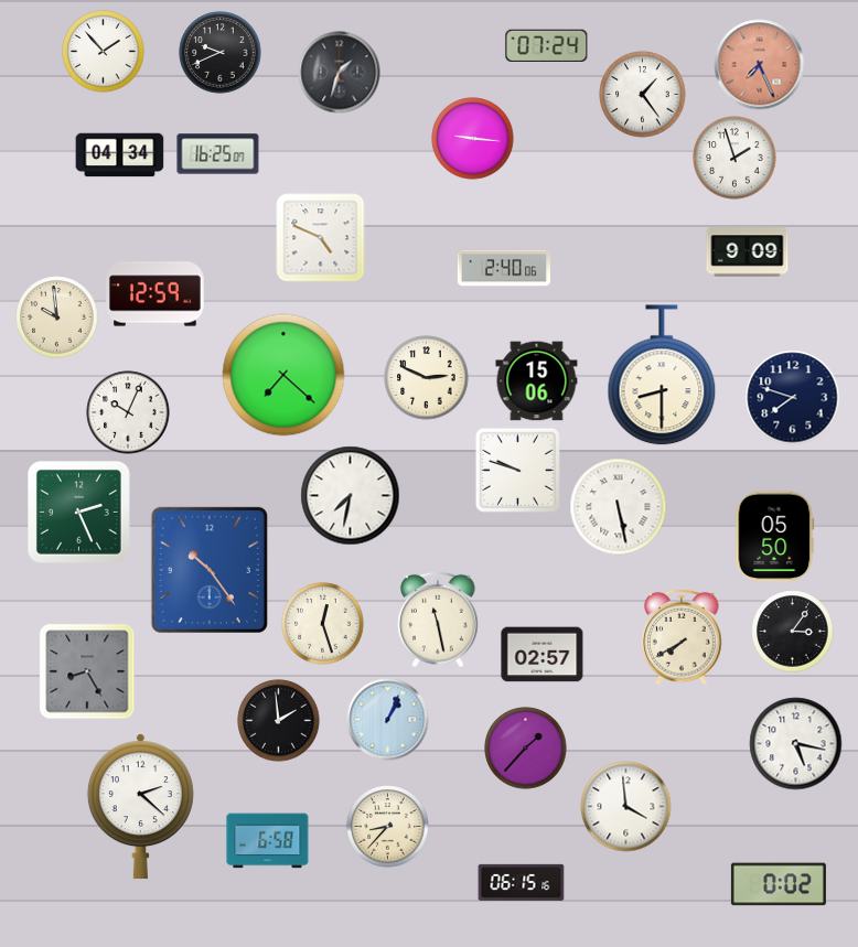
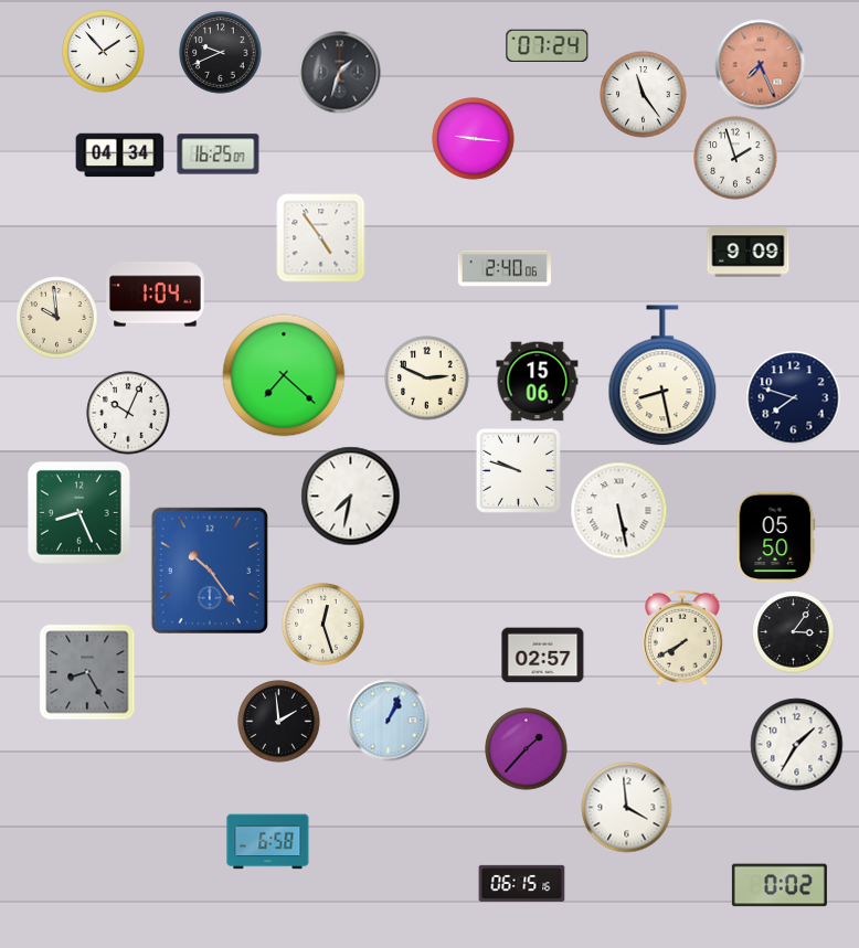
clock at (643, 95): 1:24 -> 11:24
clock at (321, 238): 4:49 -> 4:54
clock at (155, 294): 12:59 -> 1:04
clock at (662, 376): 8:30 -> 8:28
clock at (619, 507) position: (619, 507) -> (619, 511)
clock at (78, 512): 2:26 -> 8:26
clock at (438, 620): 11:28 -> none
clock at (796, 744): 5:17 -> 1:35
clock at (140, 807): 2:22 -> none
clock at (388, 827): 8:37 -> none
